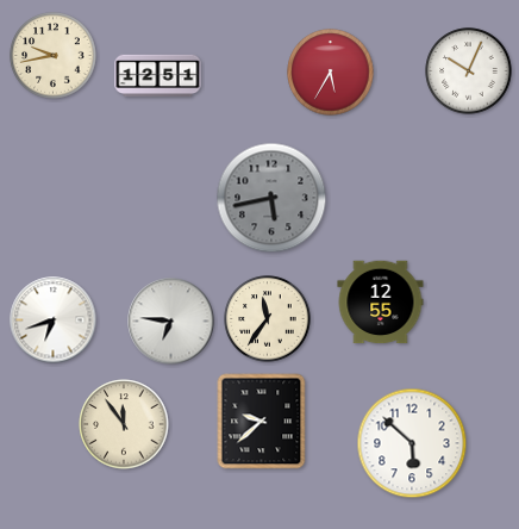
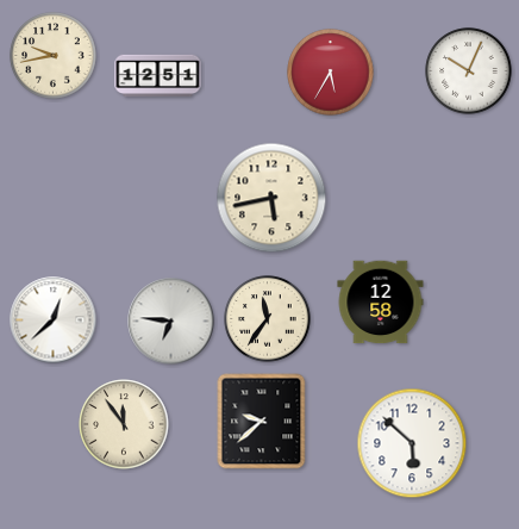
clock at (271, 198) dial: grey -> cream
clock at (381, 303): 12:55 -> 12:58
clock at (54, 320): 6:42 -> 12:38
